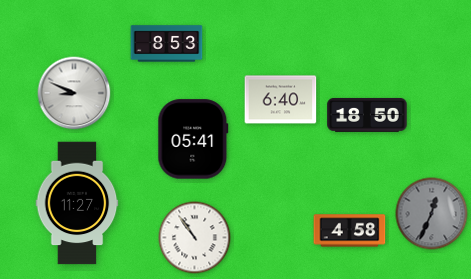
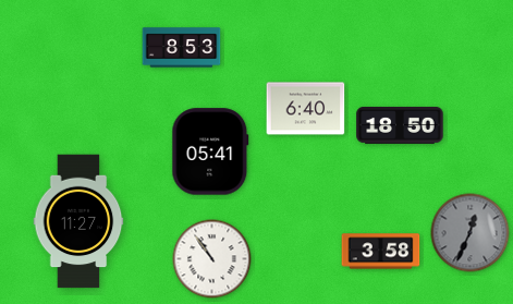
clock at (74, 93): 8:49 -> none
clock at (77, 203) position: (77, 203) -> (78, 221)
clock at (350, 231): 4:58 -> 3:58
